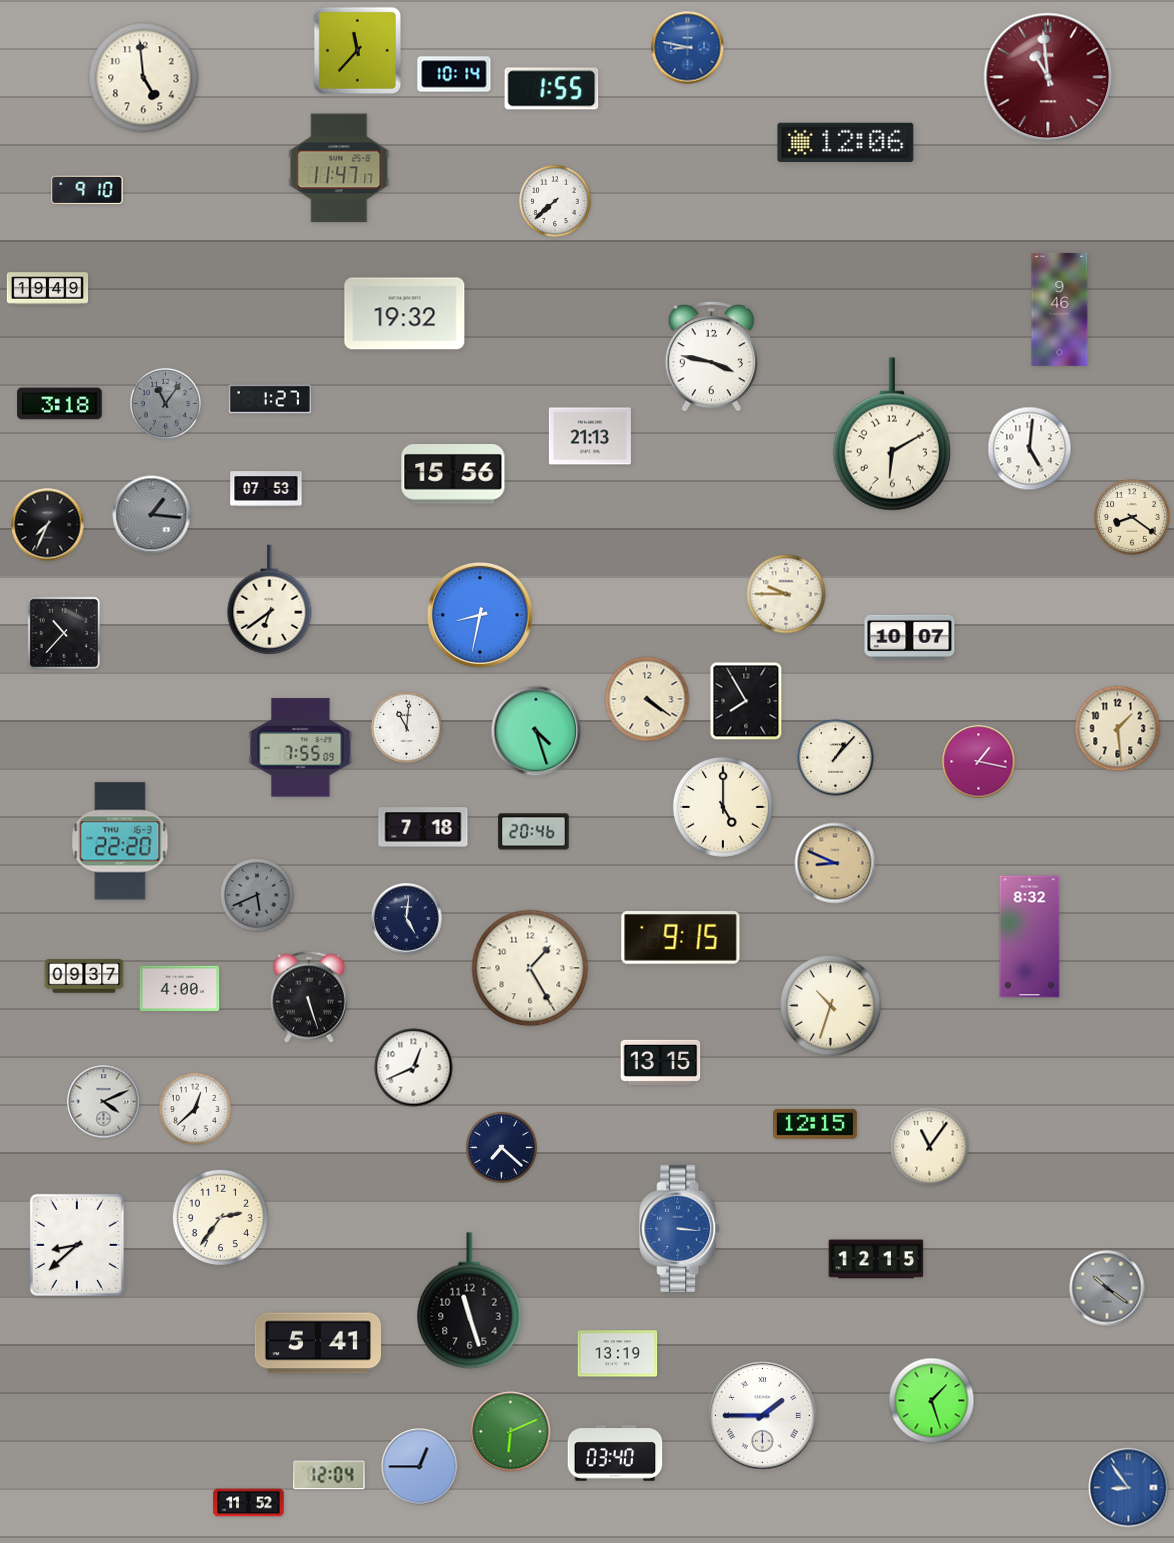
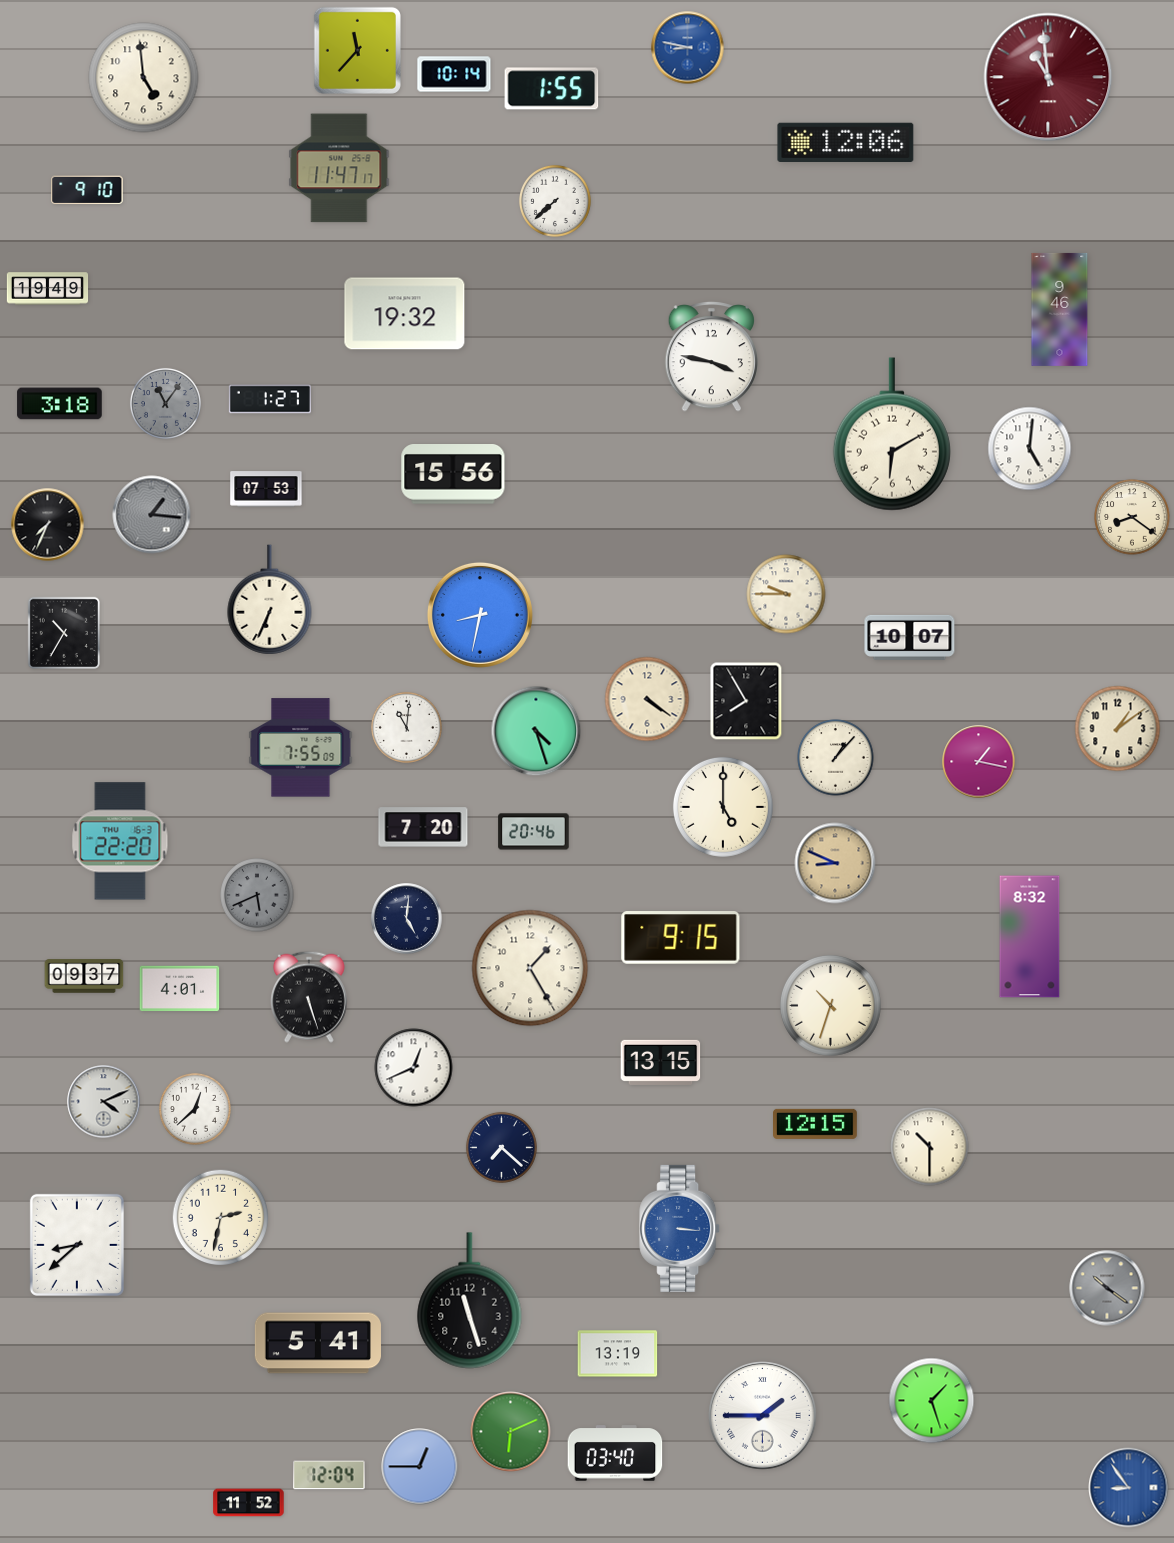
clock at (590, 436): 21:13 -> none
clock at (270, 600): 6:39 -> 6:34
clock at (64, 633): 10:37 -> 10:35
clock at (1118, 729): 1:29 -> 1:09
clock at (423, 827): 7:18 -> 7:20
clock at (180, 989): 4:00 -> 4:01
clock at (930, 1147): 11:06 -> 10:30
clock at (220, 1217): 2:36 -> 2:32
clock at (876, 1259): 12:15 -> none
